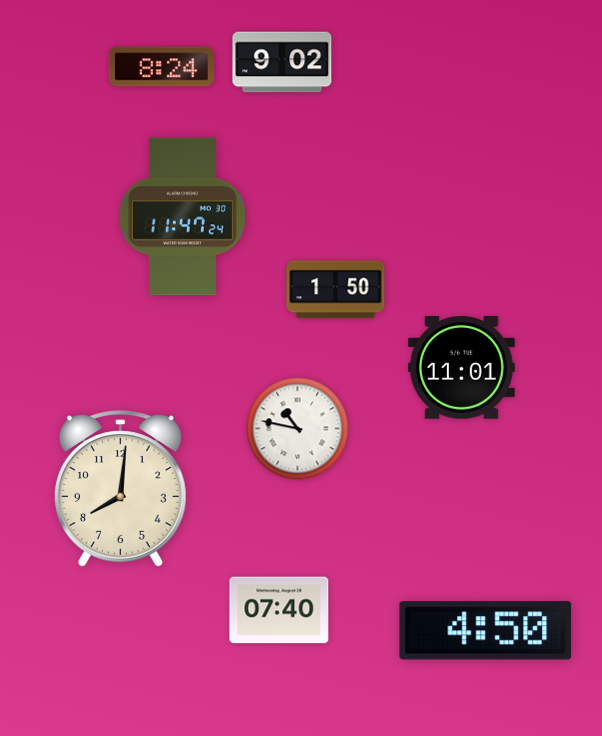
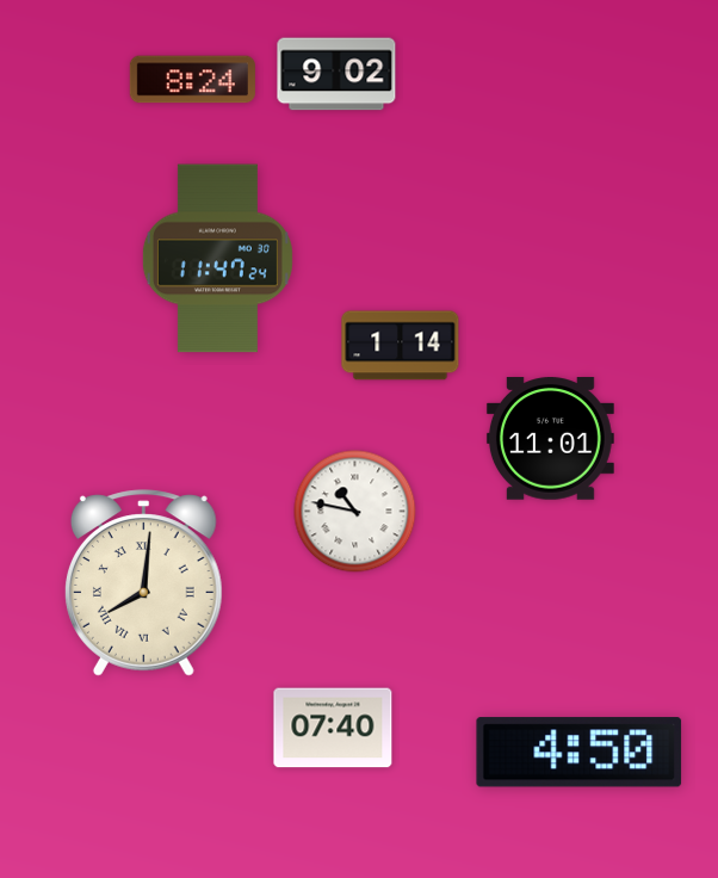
clock at (336, 290): 1:50 -> 1:14
clock at (120, 489) numerals: Arabic -> Roman
